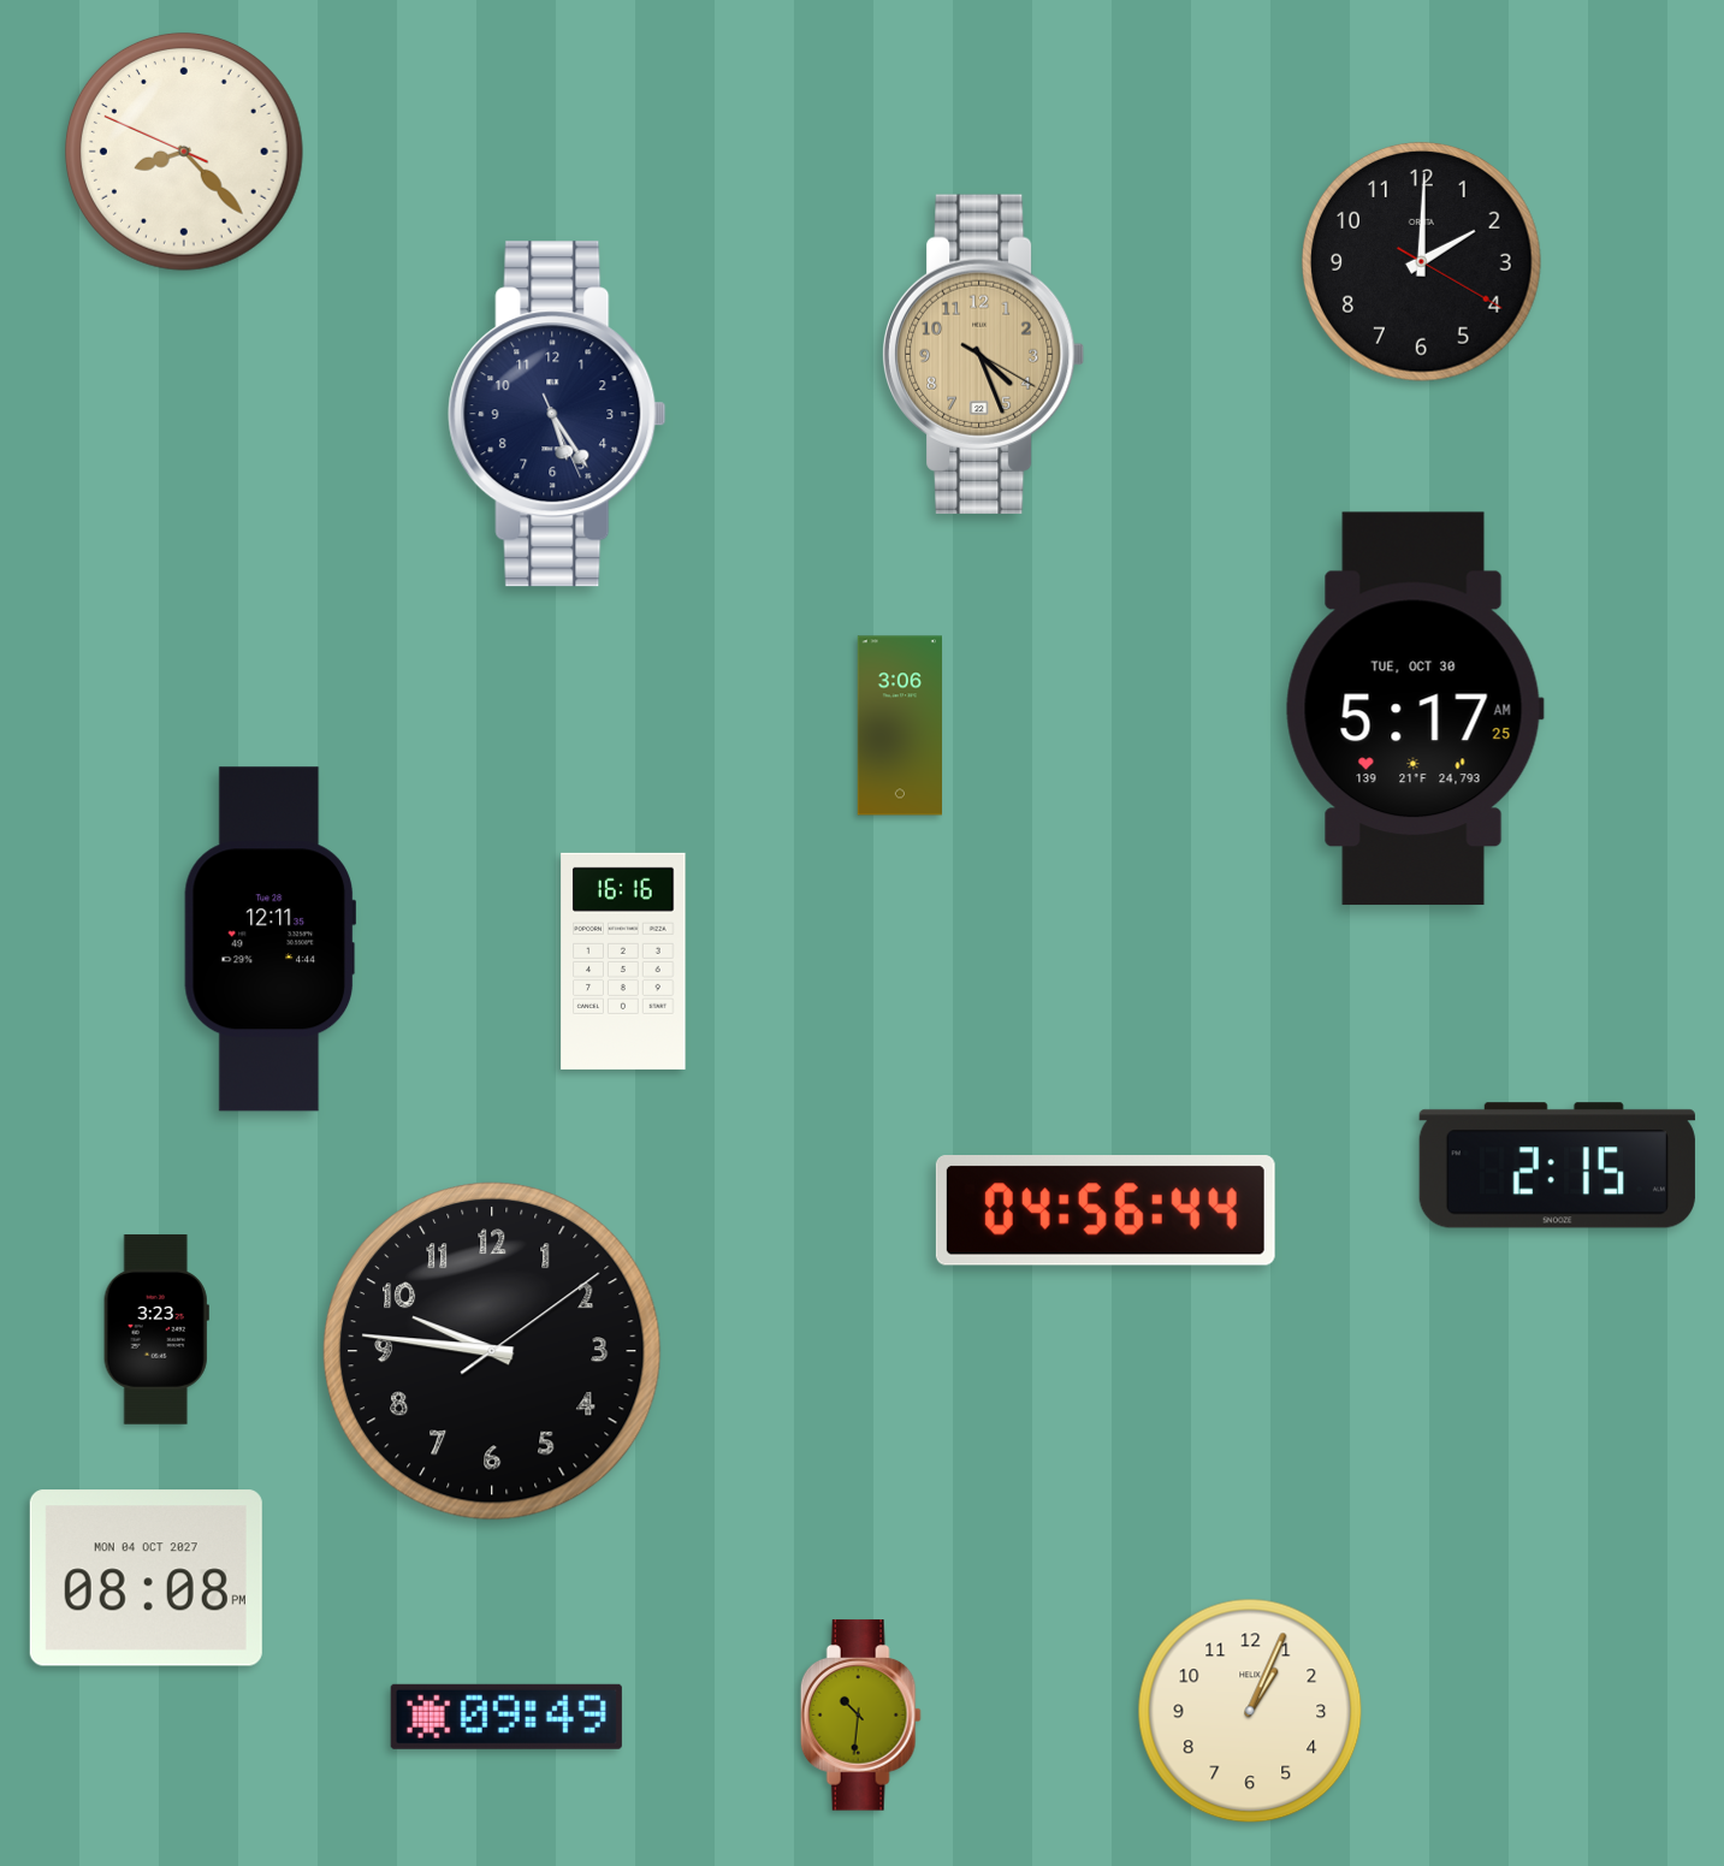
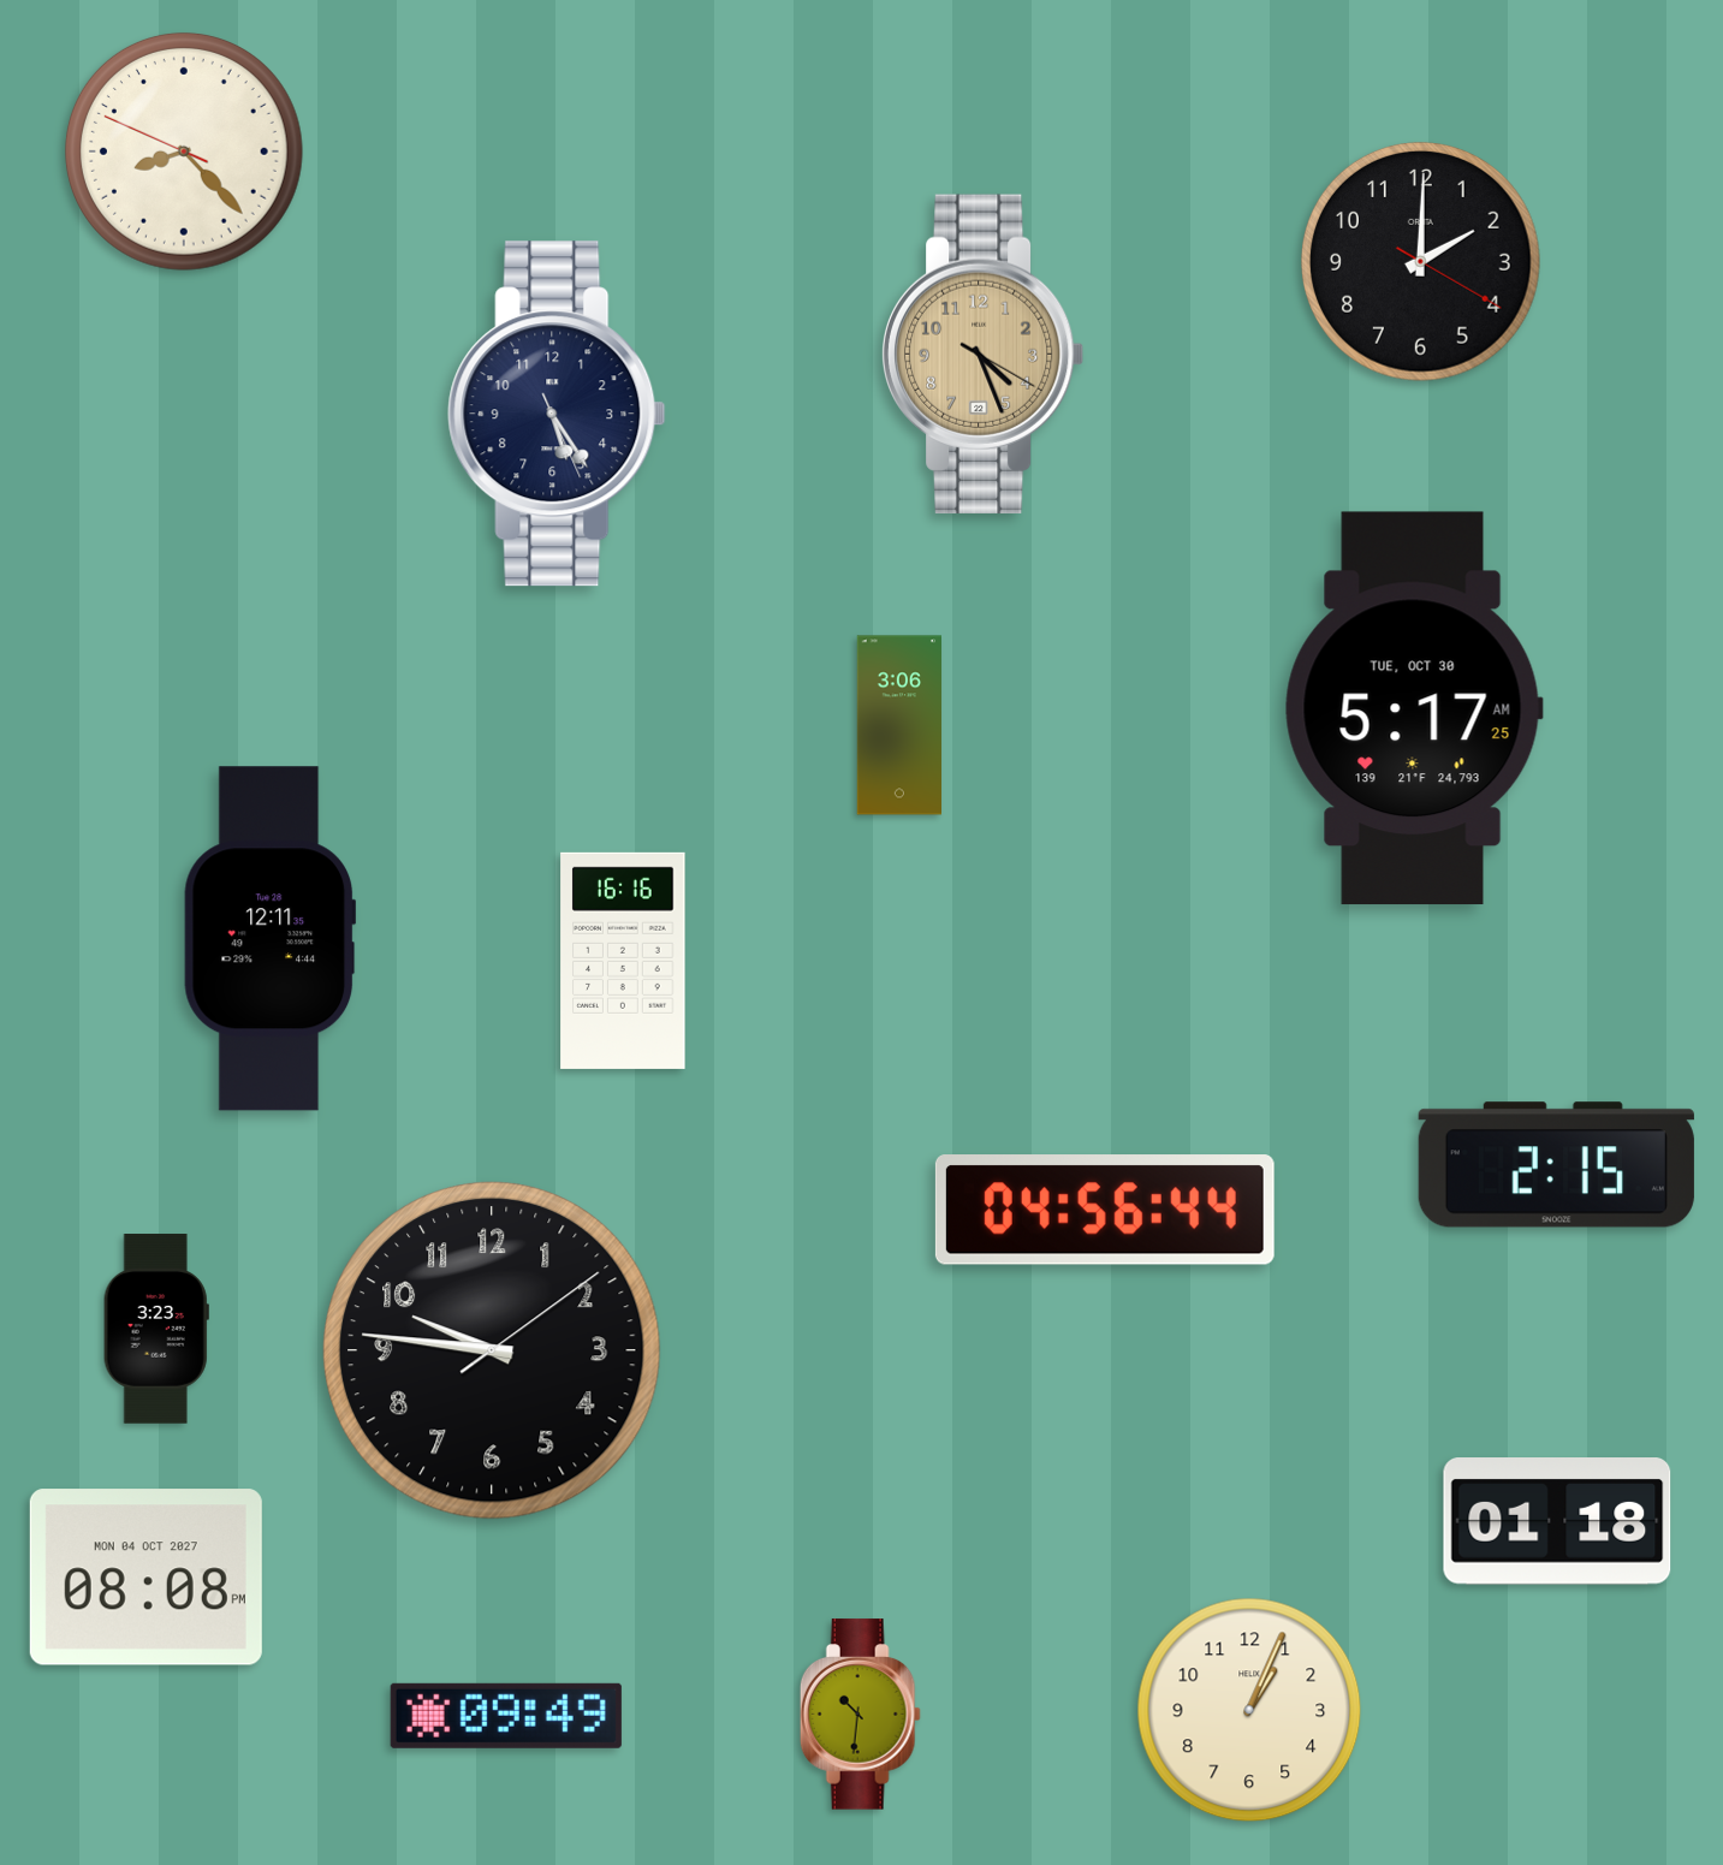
clock at (1557, 1521): none -> 01:18
